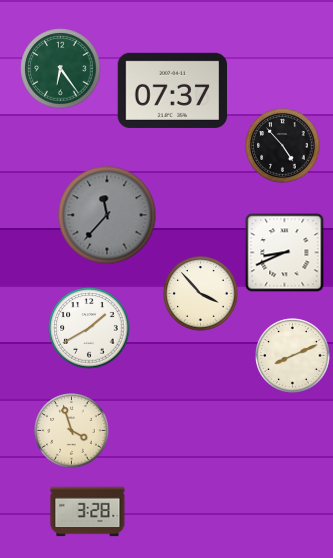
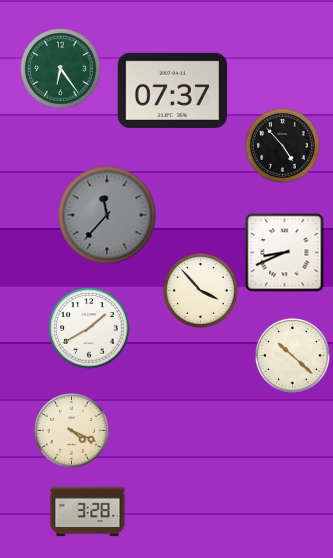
clock at (201, 294) position: (201, 294) -> (201, 291)
clock at (293, 356): 8:11 -> 10:22
clock at (72, 431): 3:57 -> 4:19
